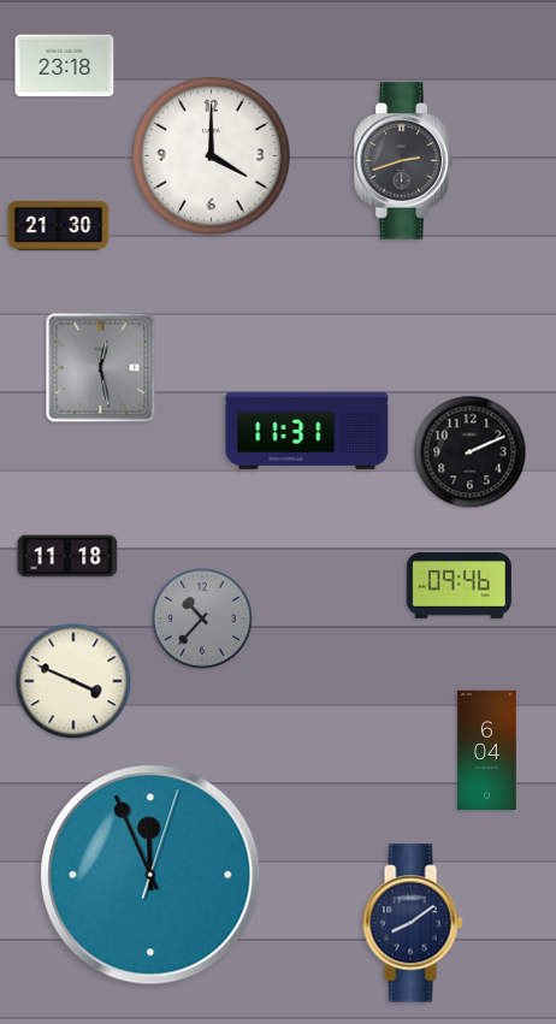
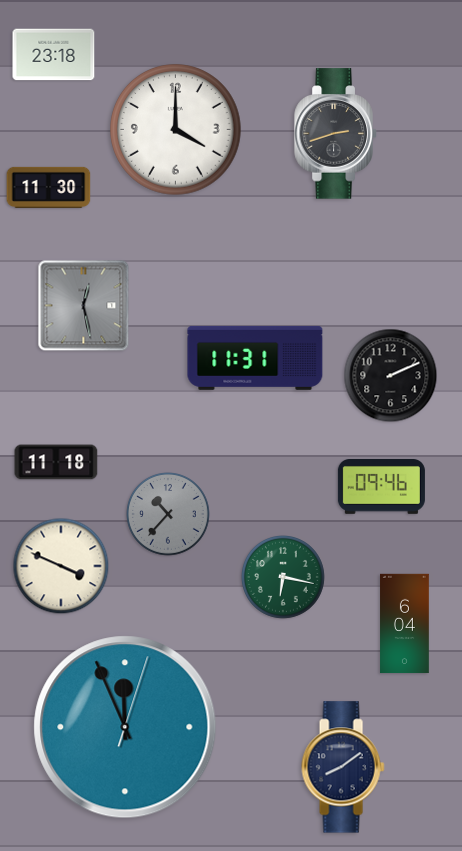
clock at (59, 225): 21:30 -> 11:30
clock at (284, 578): none -> 6:17
